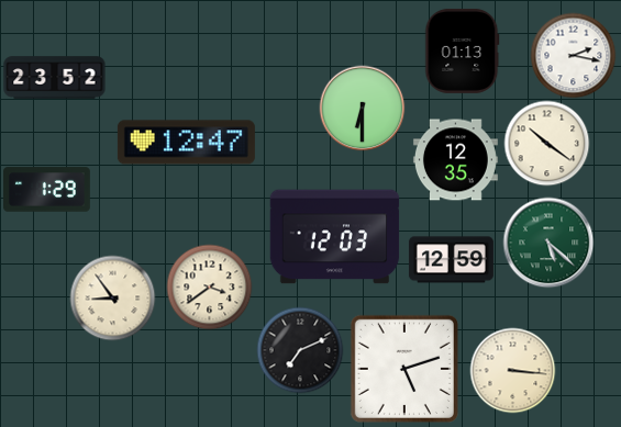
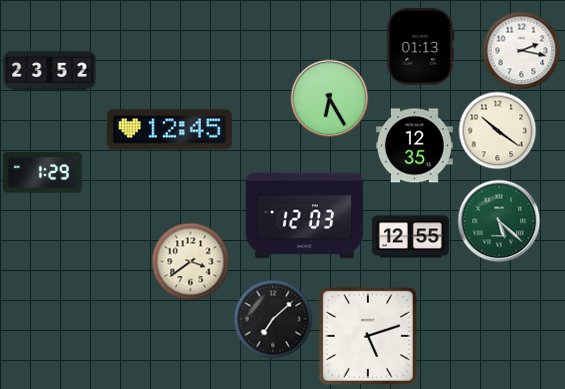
clock at (362, 108): 6:30 -> 6:25
clock at (186, 143): 12:47 -> 12:45
clock at (451, 260): 12:59 -> 12:55
clock at (112, 297): 8:54 -> none
clock at (300, 350): 7:11 -> 7:08
clock at (512, 370): 3:16 -> none
